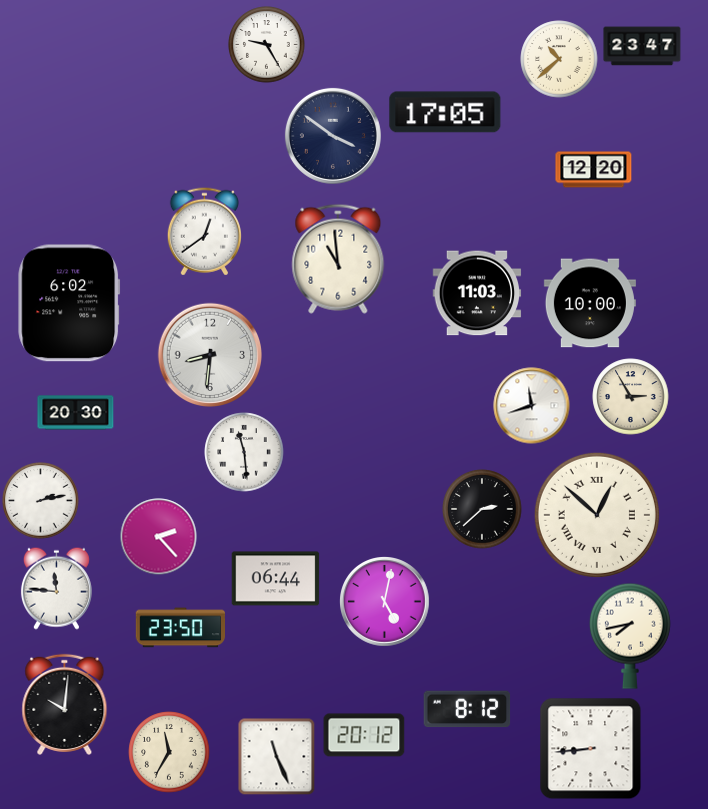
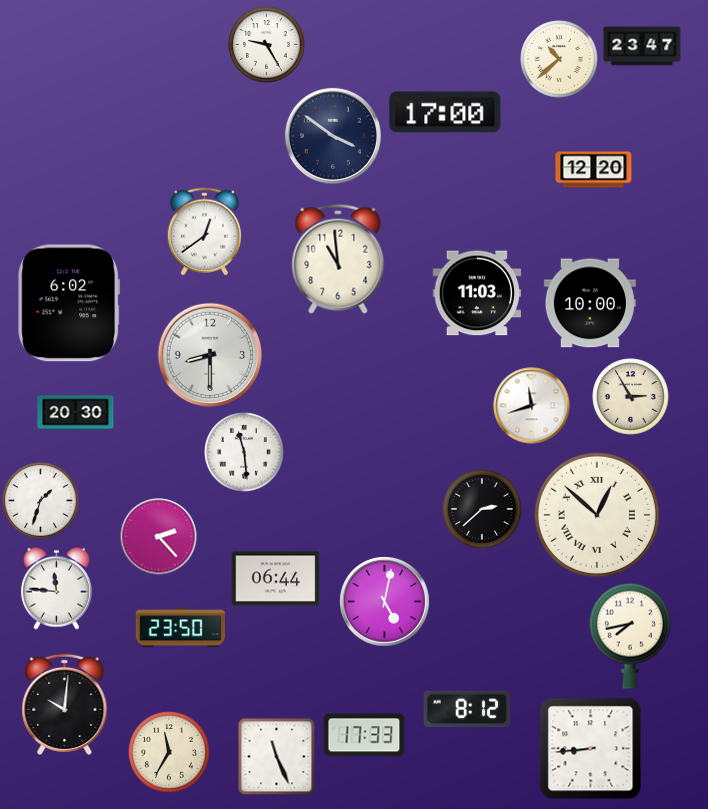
clock at (445, 112): 17:05 -> 17:00
clock at (209, 354): 8:31 -> 8:30
clock at (41, 501): 2:13 -> 1:33
clock at (364, 735): 20:12 -> 17:33
